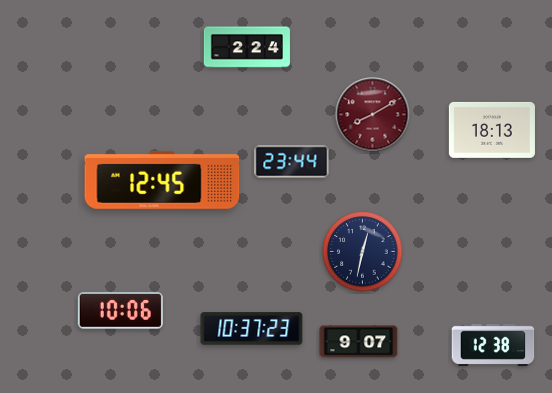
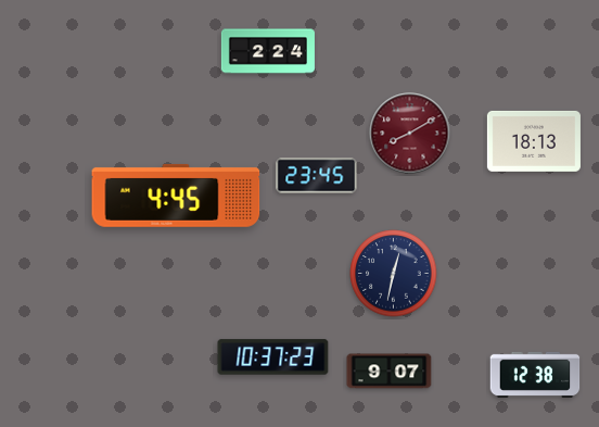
clock at (373, 115) position: (373, 115) -> (410, 134)
clock at (292, 162): 23:44 -> 23:45
clock at (162, 180): 12:45 -> 4:45
clock at (120, 311): 10:06 -> none
